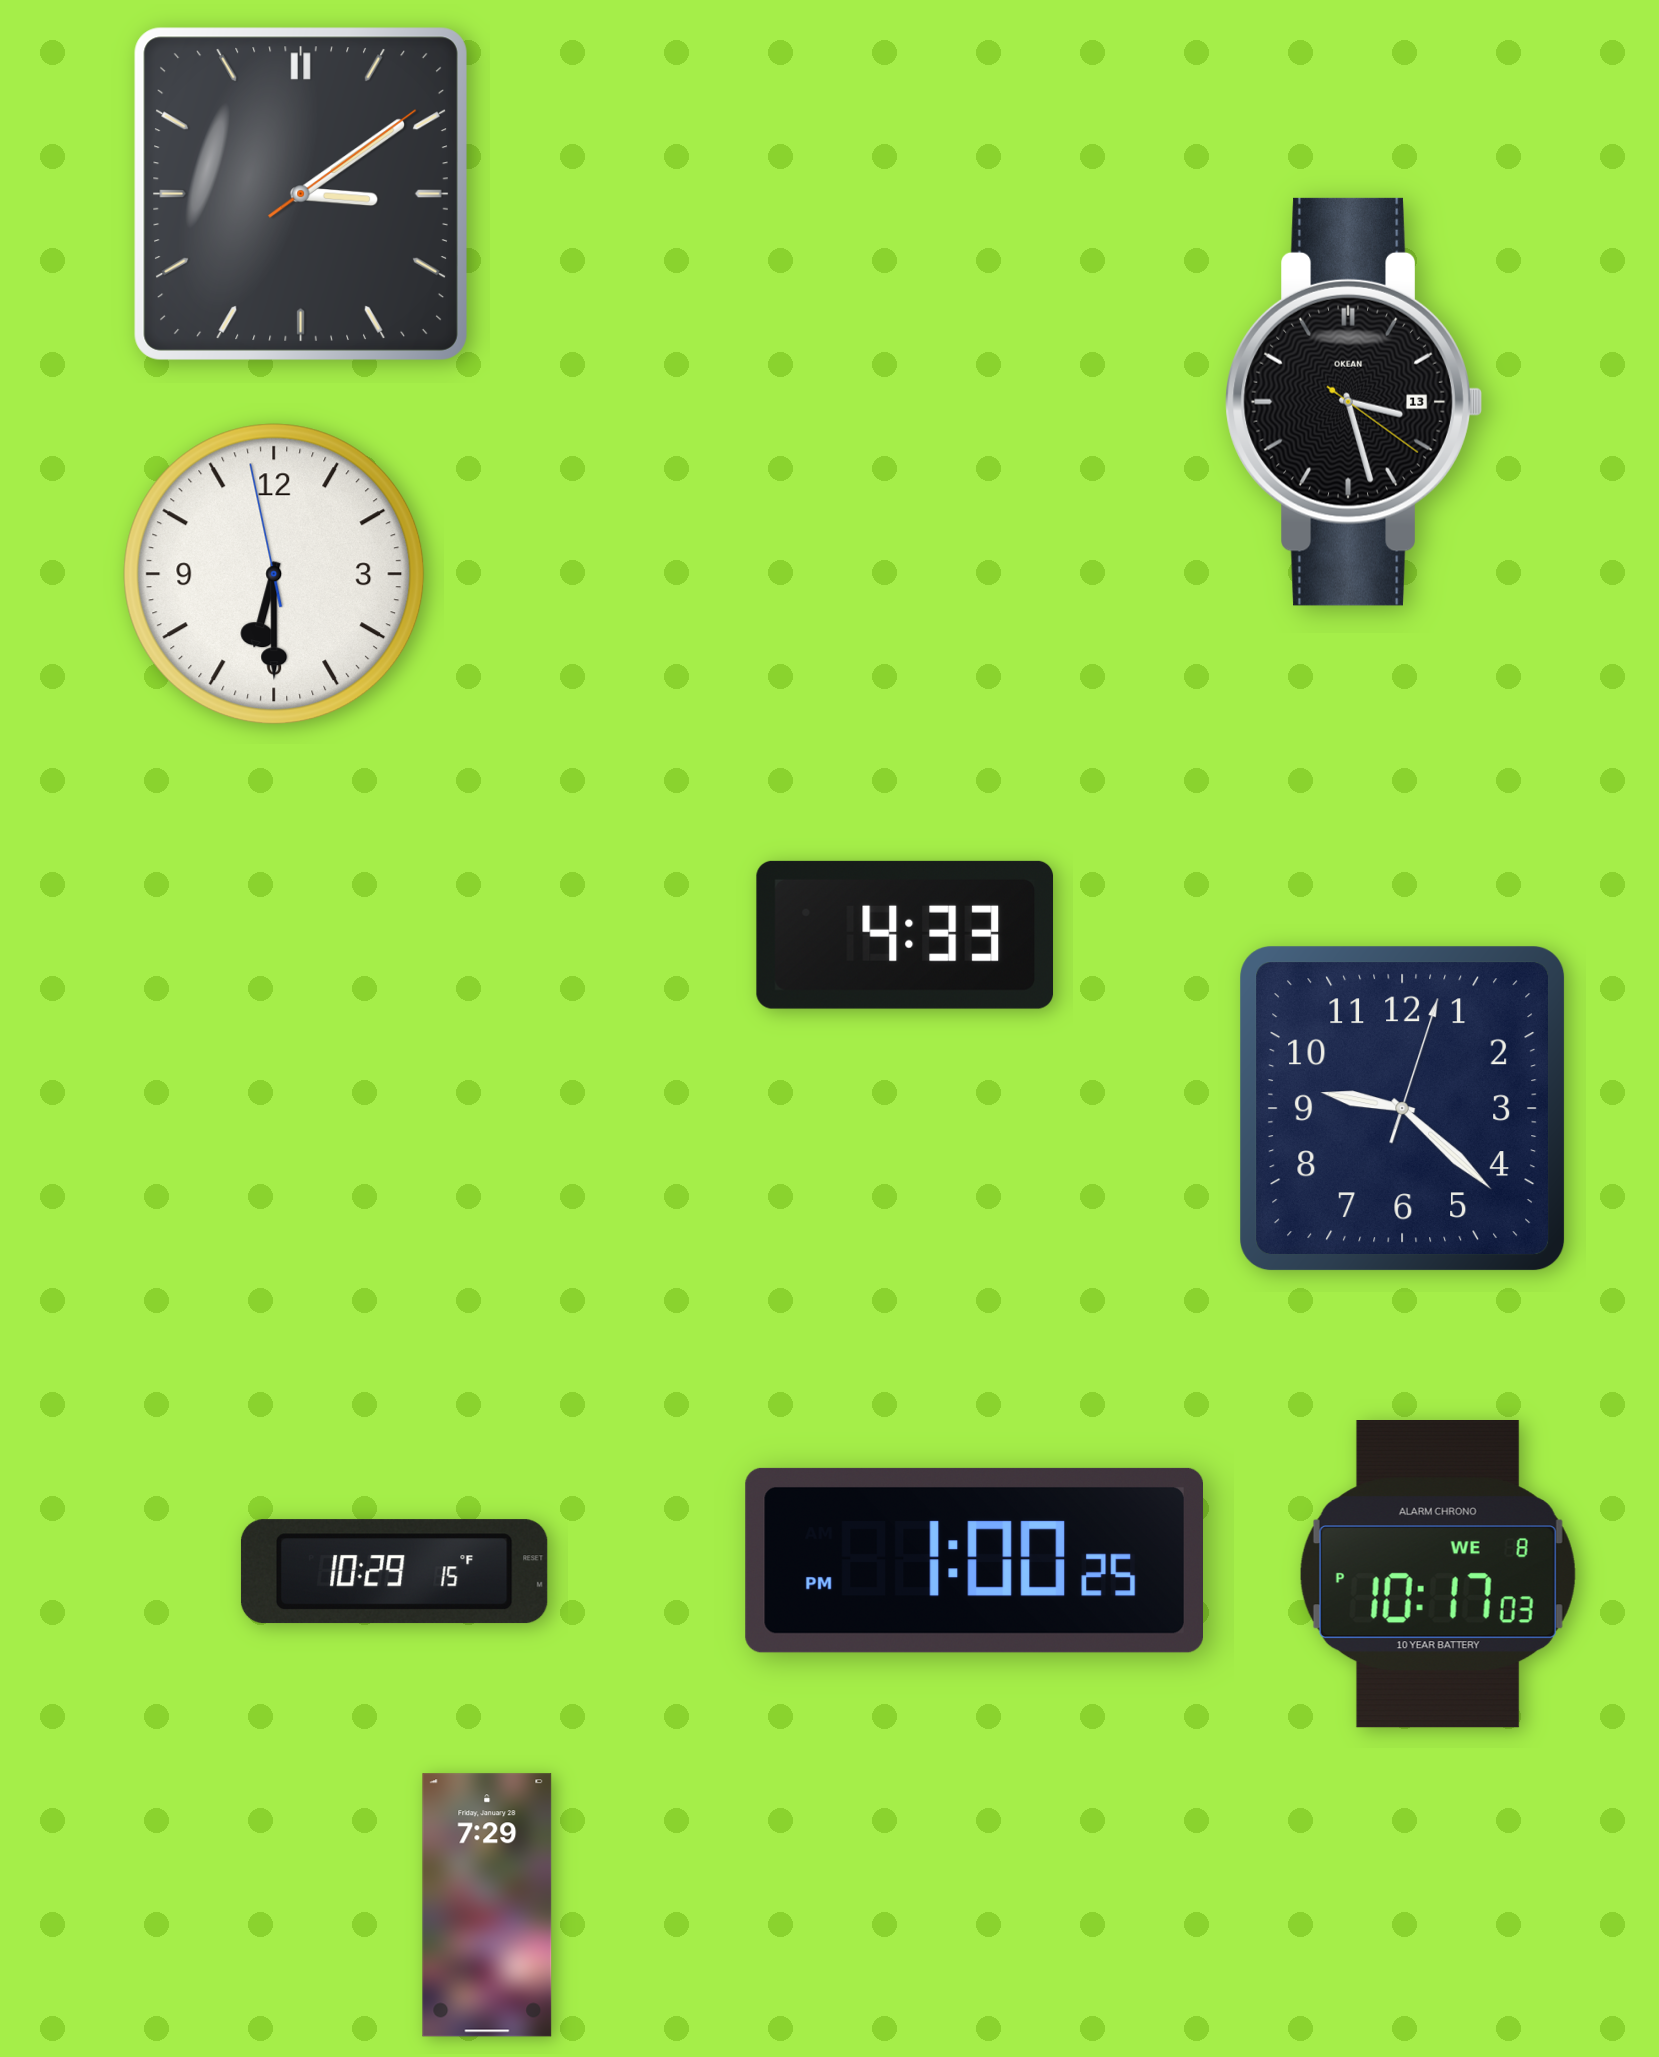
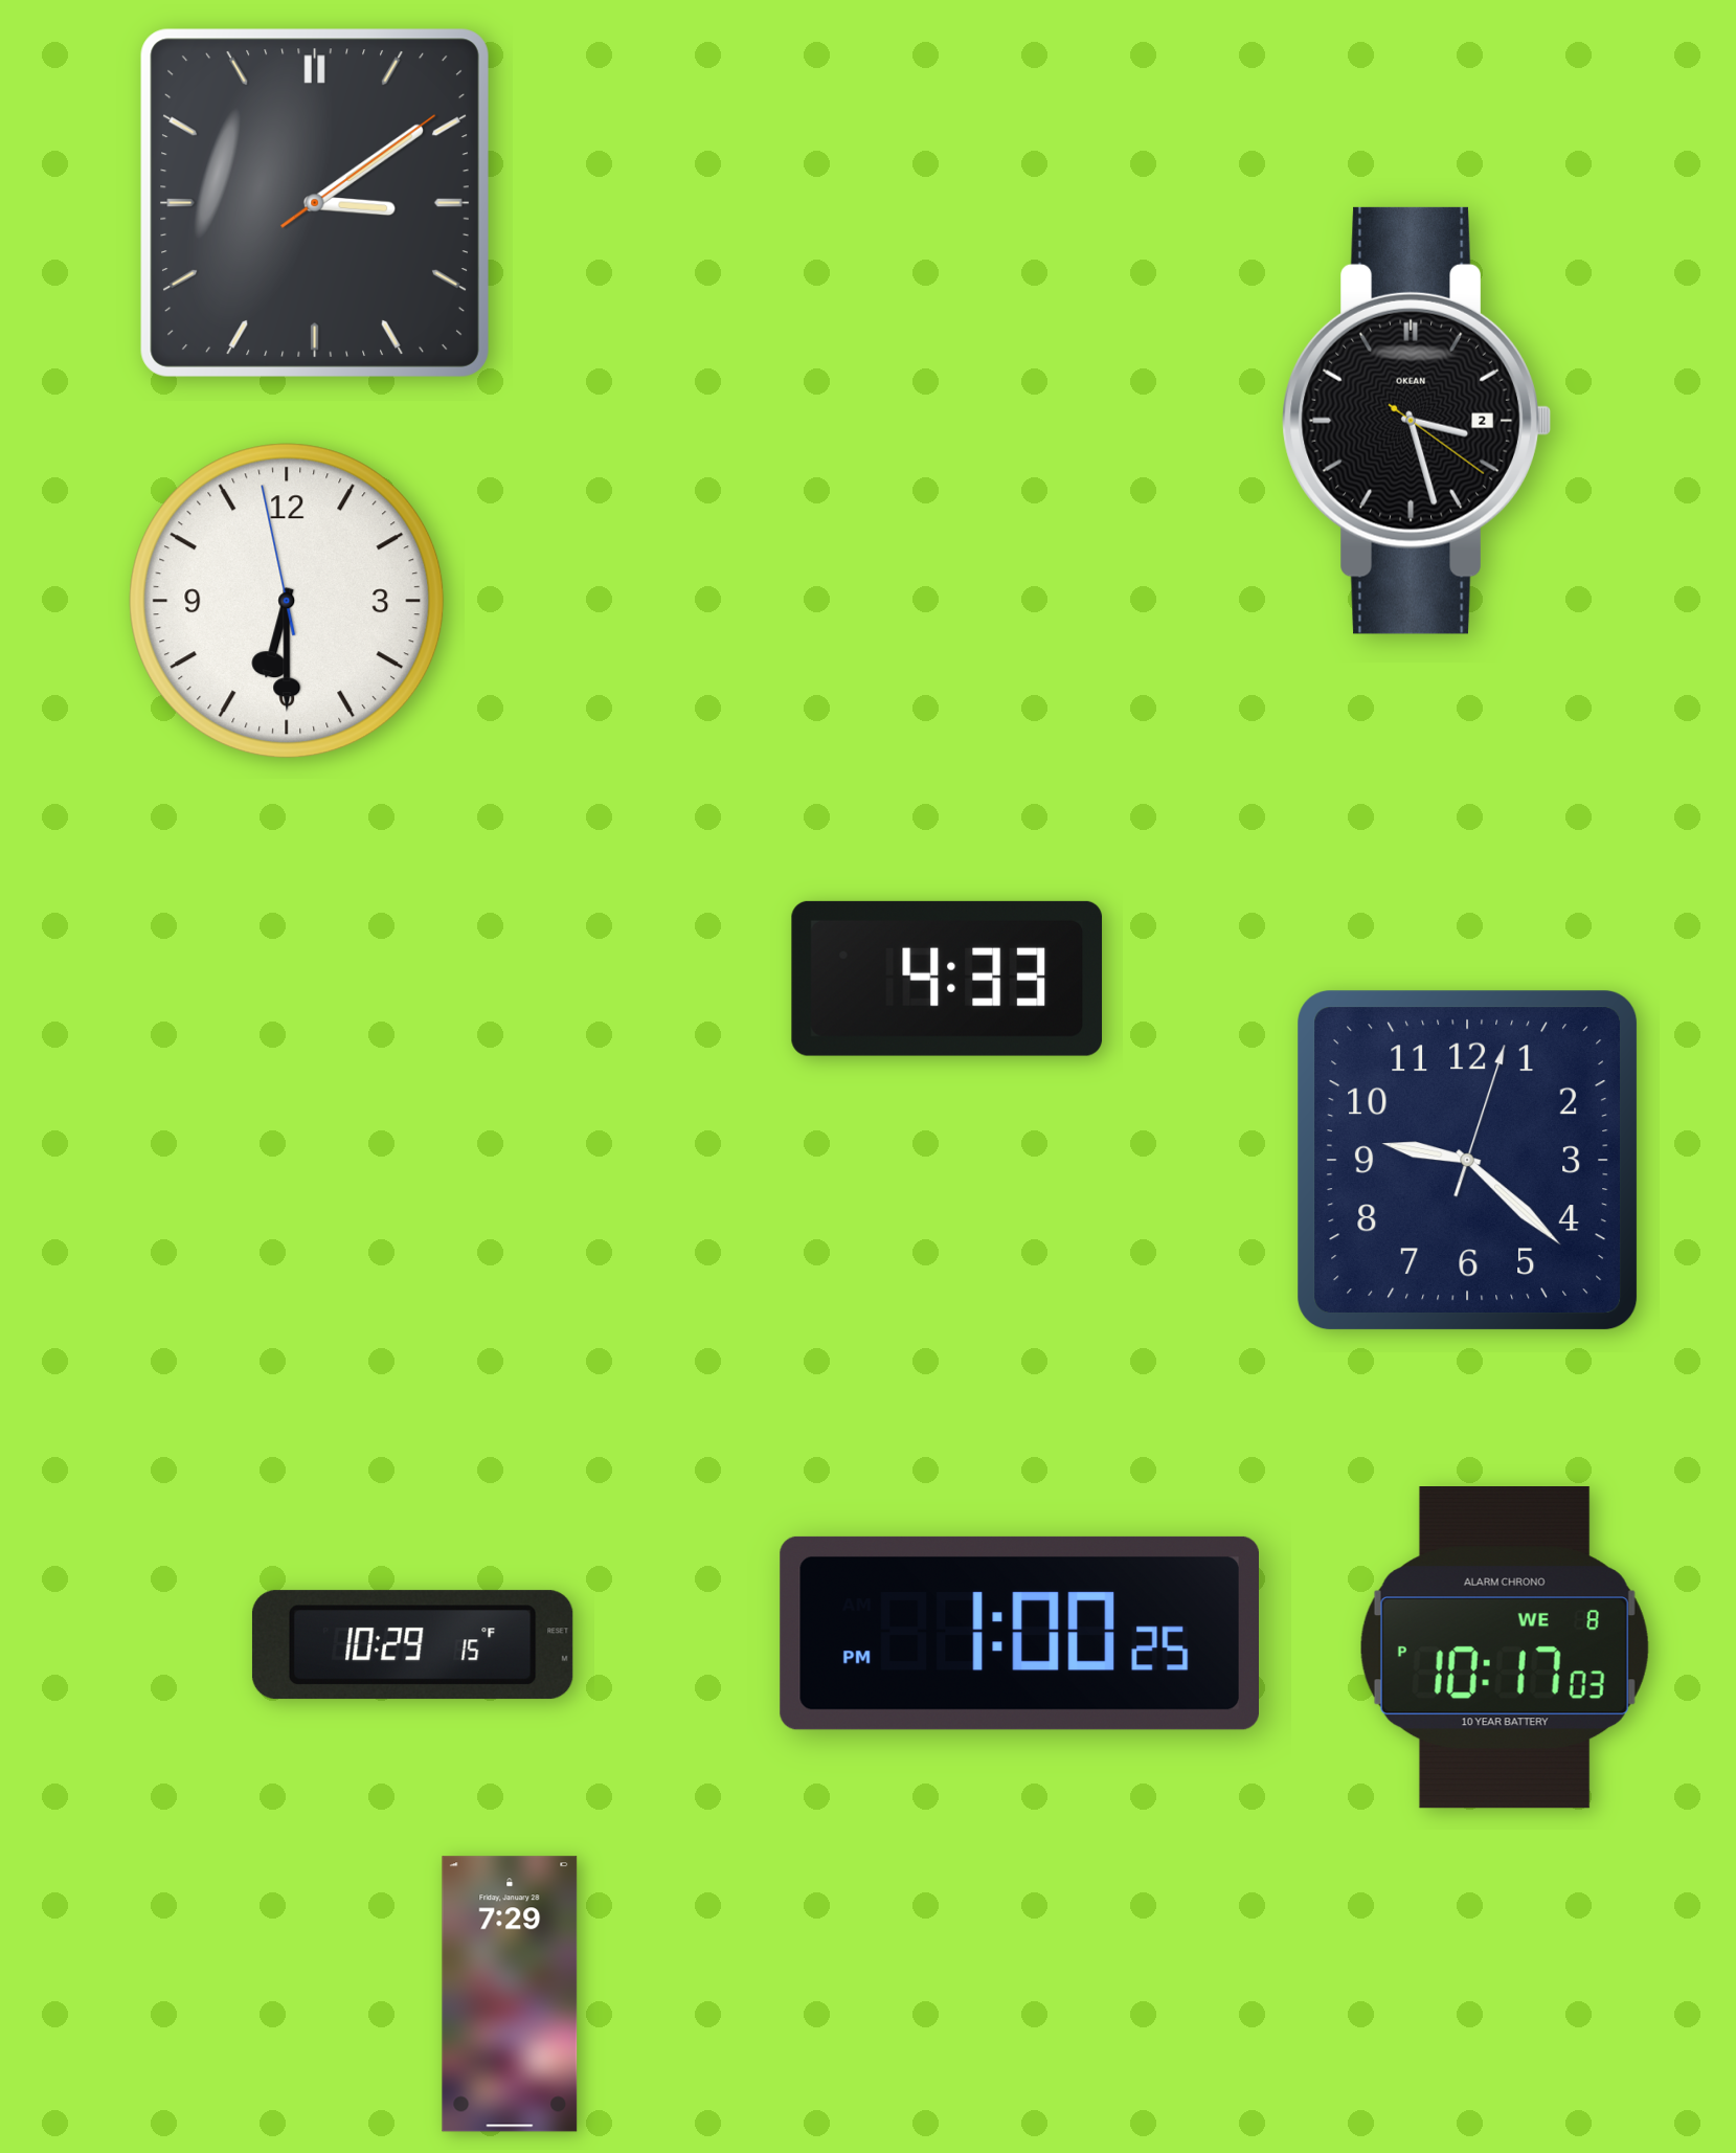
clock at (1354, 402) date: 13 -> 2
